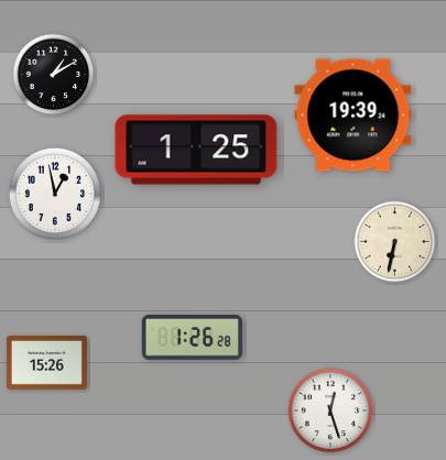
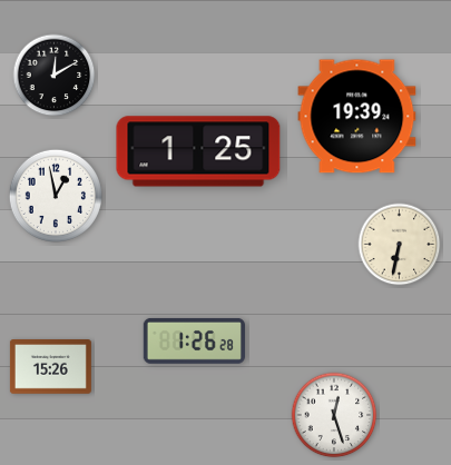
clock at (54, 75): 1:10 -> 12:10
clock at (46, 363) position: (46, 363) -> (50, 367)
